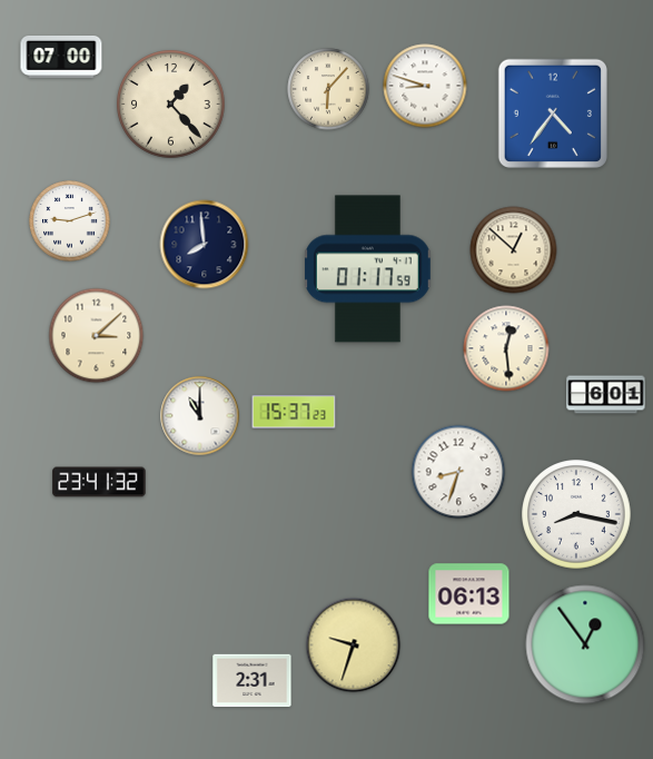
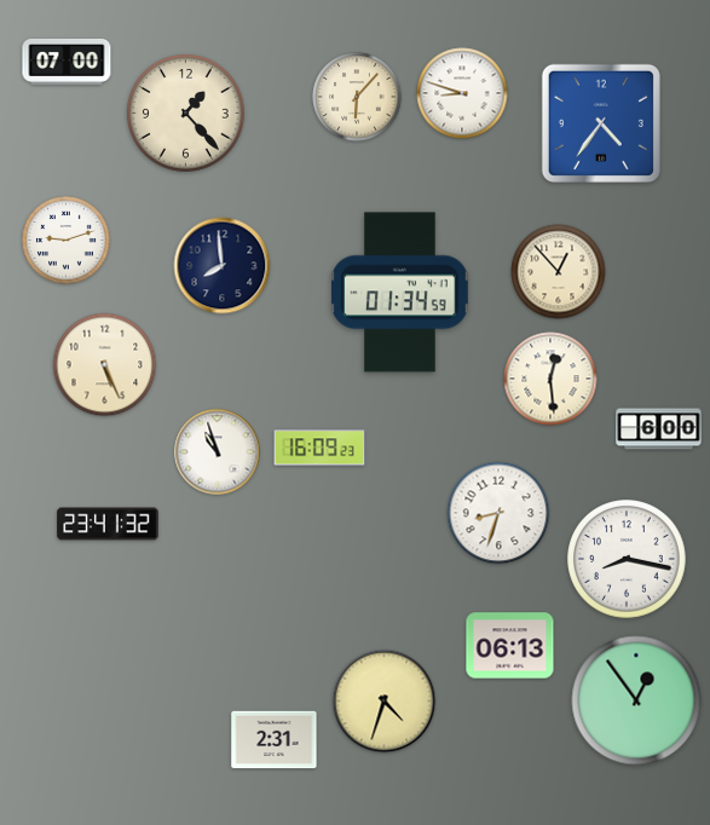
clock at (70, 221) position: (70, 221) -> (67, 241)
clock at (514, 250): 12:52 -> 12:53
clock at (368, 269): 01:17 -> 01:34
clock at (97, 336): 3:08 -> 5:26
clock at (606, 395): 6:01 -> 6:00
clock at (294, 412): 15:37 -> 16:09
clock at (200, 416): 11:00 -> 10:57
clock at (354, 645): 9:33 -> 4:33
